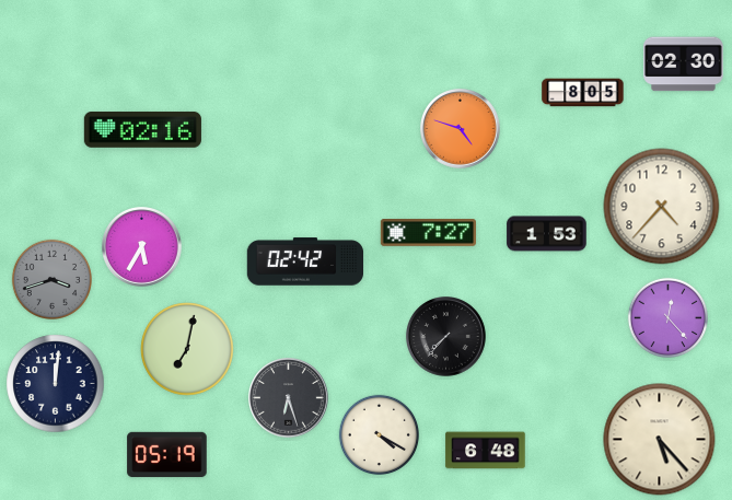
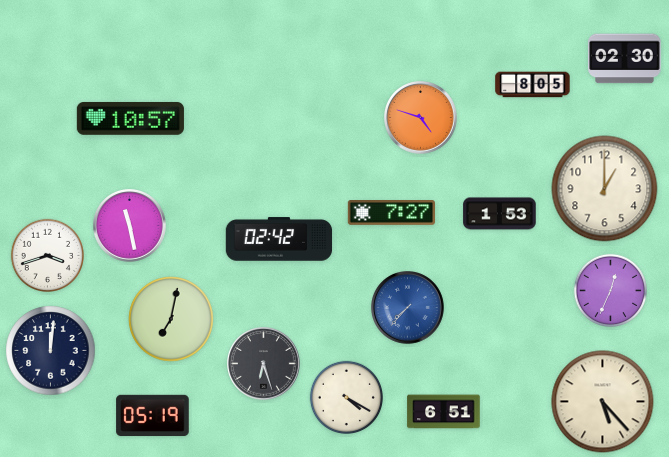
clock at (142, 130): 02:16 -> 10:57
clock at (662, 207): 4:37 -> 1:00
clock at (142, 247): 5:35 -> 11:28
clock at (51, 279) dial: grey -> white
clock at (667, 317): 12:23 -> 12:34
clock at (446, 337) dial: black -> blue
clock at (486, 451): 6:48 -> 6:51
